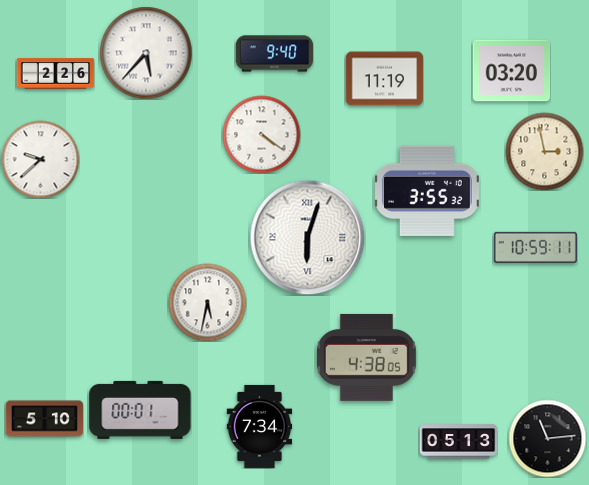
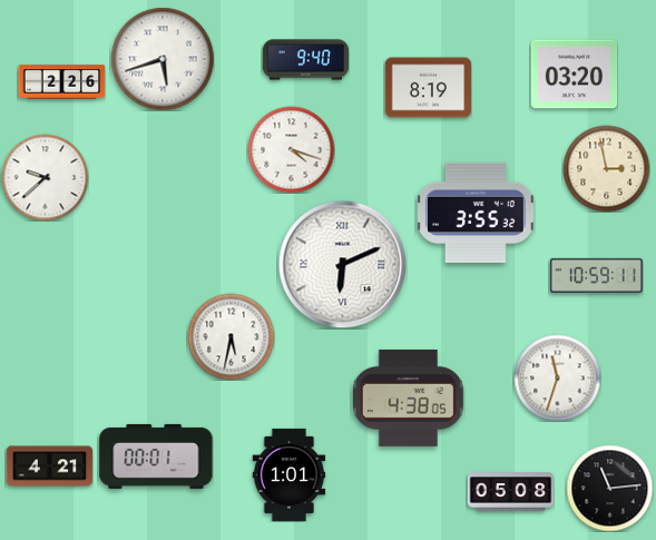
clock at (146, 53): 5:37 -> 5:42
clock at (511, 71) position: (511, 71) -> (574, 75)
clock at (384, 79): 11:19 -> 8:19
clock at (261, 134): 4:21 -> 4:18
clock at (307, 237): 6:03 -> 6:11
clock at (557, 377): none -> 11:33
clock at (44, 419): 5:10 -> 4:21
clock at (260, 426): 7:34 -> 1:01
clock at (458, 442): 05:13 -> 05:08
